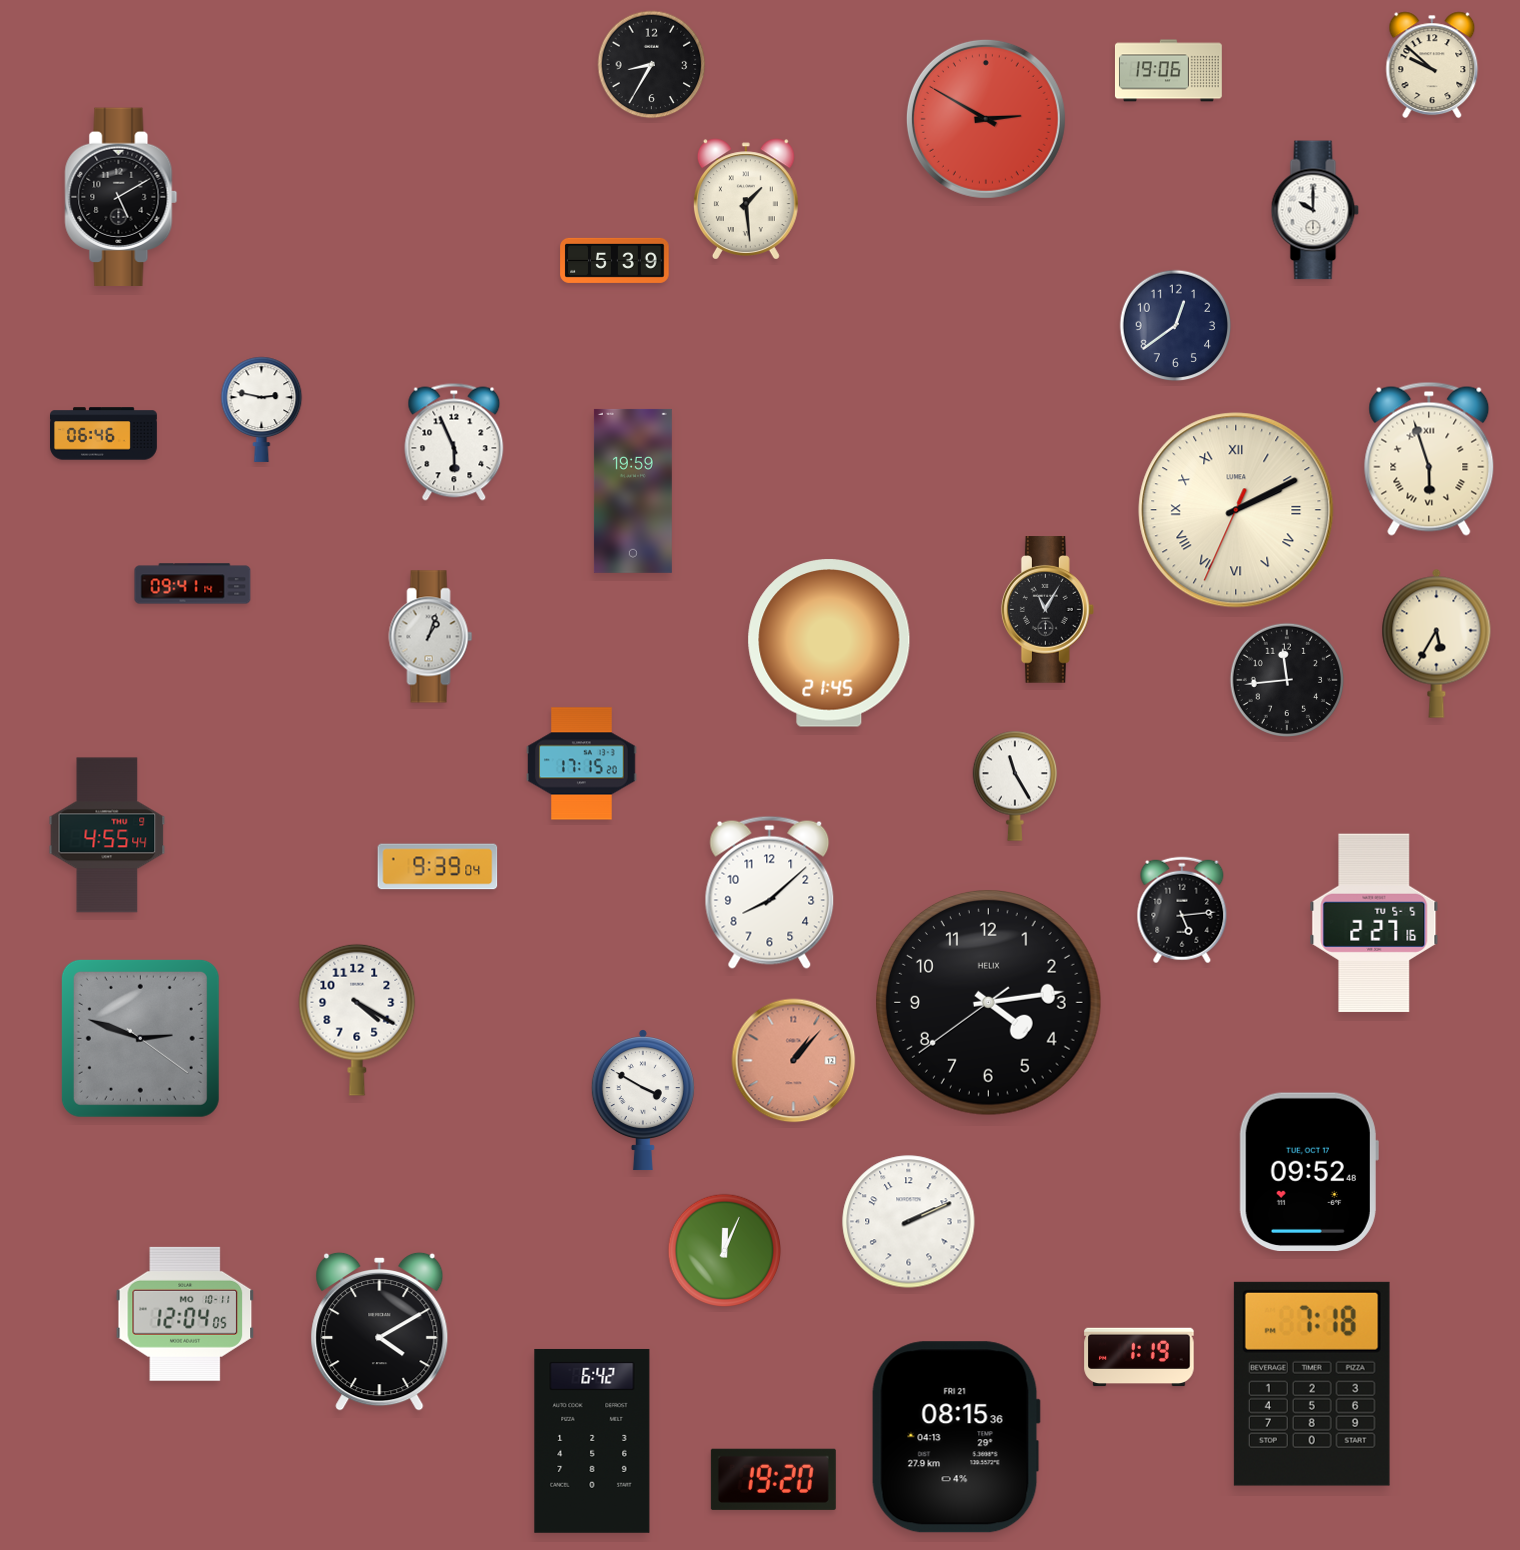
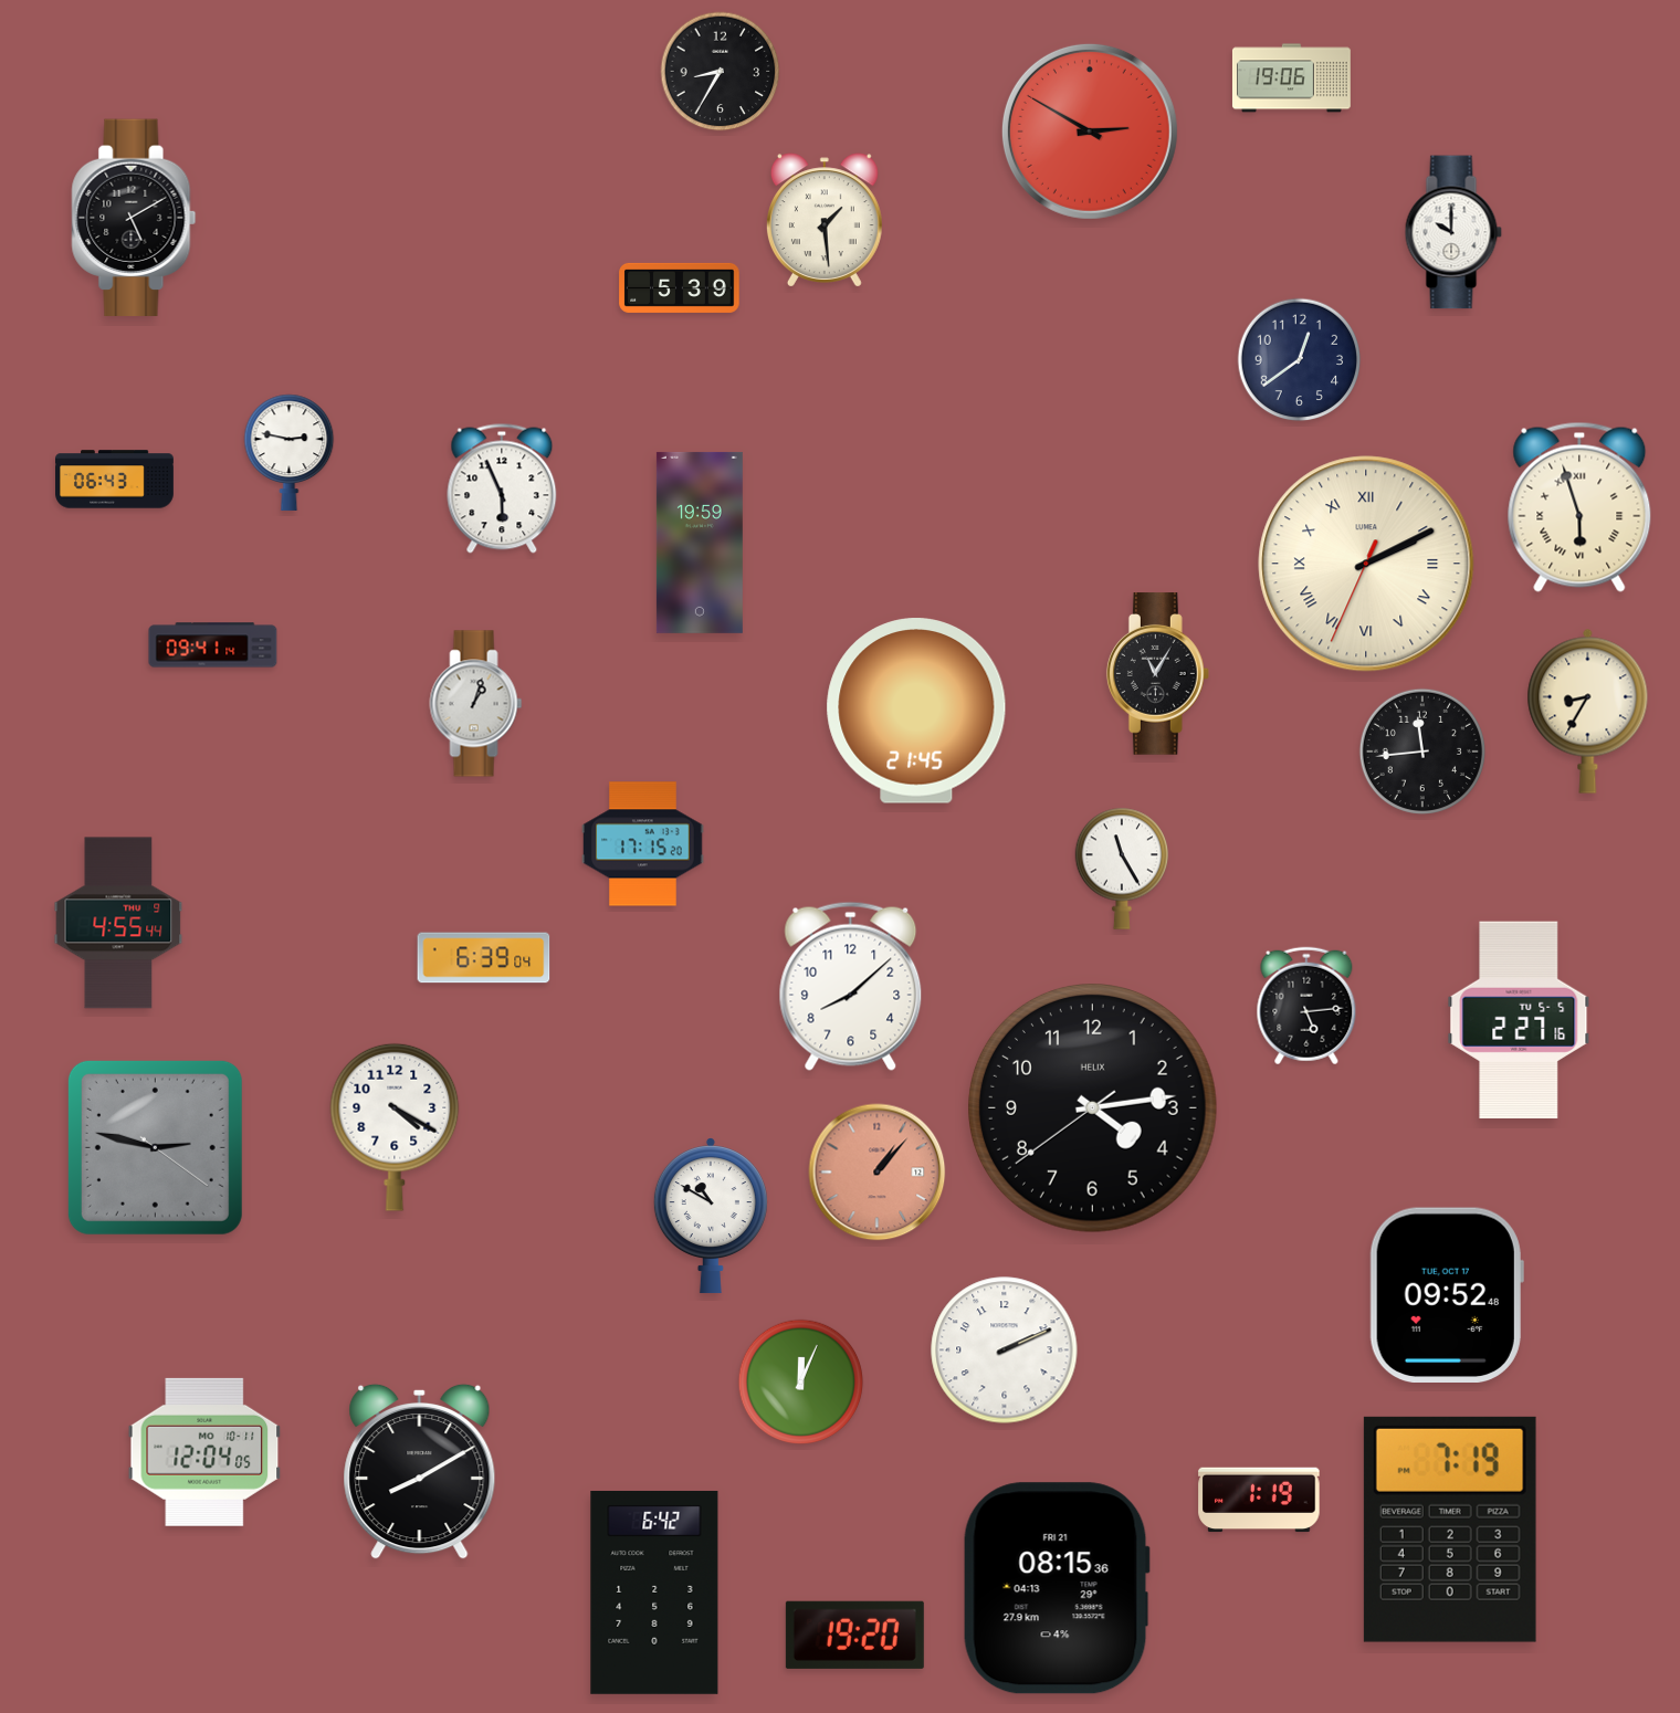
clock at (1432, 65): 9:52 -> none
clock at (104, 434): 06:46 -> 06:43
clock at (1437, 643): 5:35 -> 8:35
clock at (438, 867): 9:39 -> 6:39
clock at (140, 1038): 2:48 -> 2:47
clock at (643, 1100): 3:50 -> 10:50
clock at (380, 1331): 4:10 -> 8:10
clock at (1312, 1384): 7:18 -> 7:19
